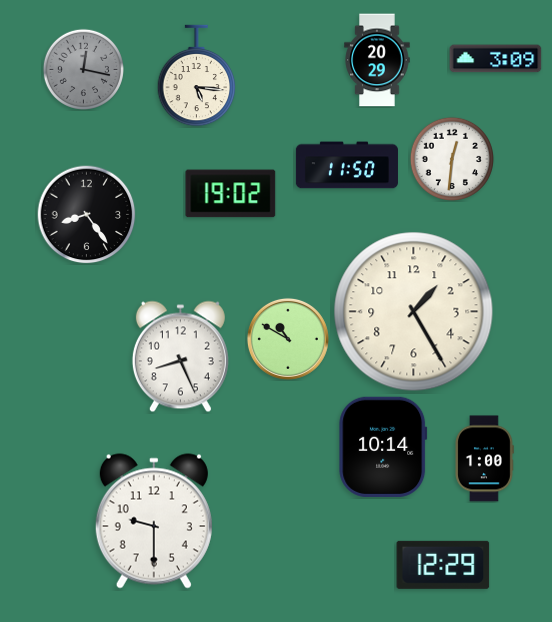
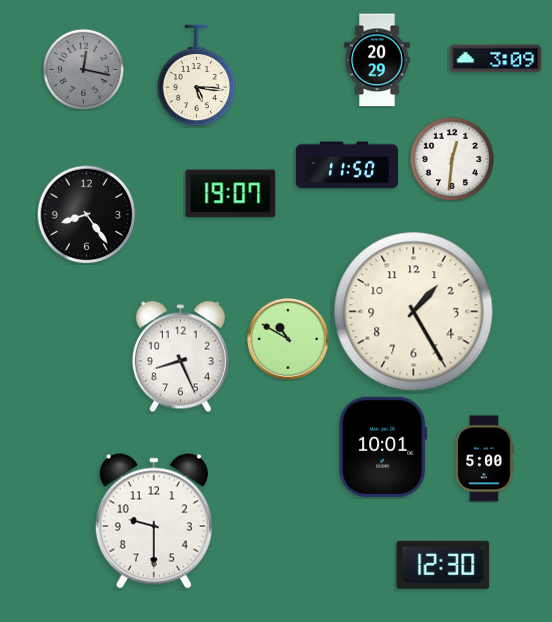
clock at (231, 194): 19:02 -> 19:07
clock at (383, 447): 10:14 -> 10:01
clock at (484, 459): 1:00 -> 5:00
clock at (443, 565): 12:29 -> 12:30
